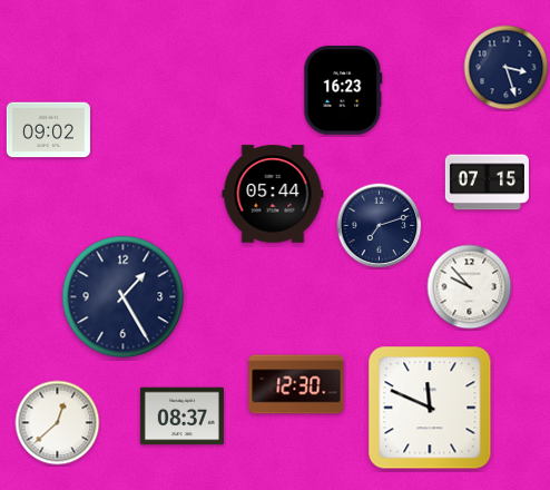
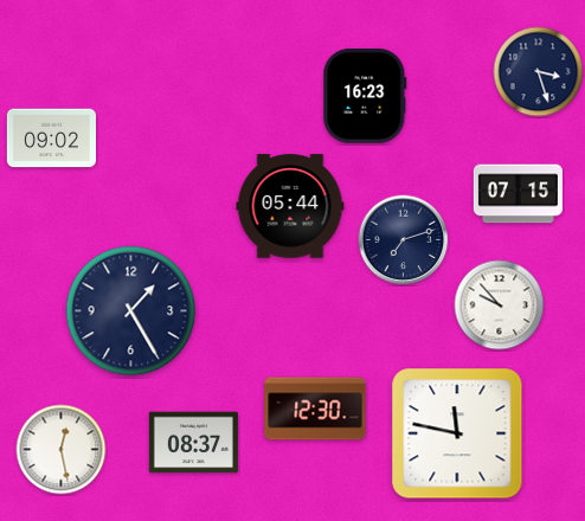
clock at (124, 297) position: (124, 297) -> (131, 311)
clock at (430, 408): 11:49 -> 11:47
clock at (58, 423): 12:38 -> 12:28
